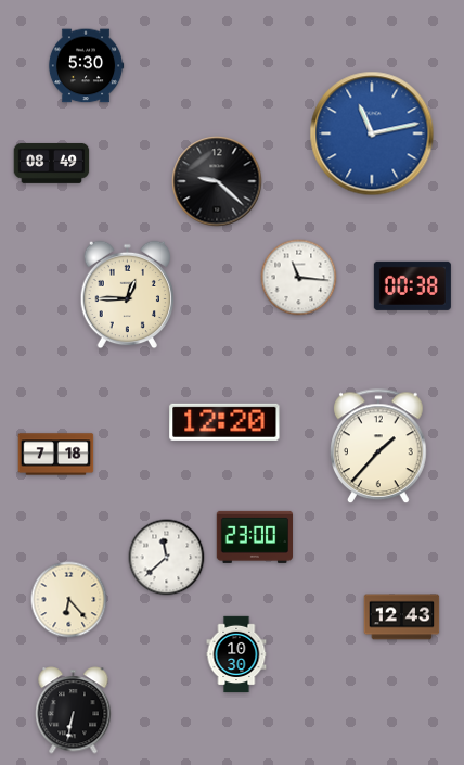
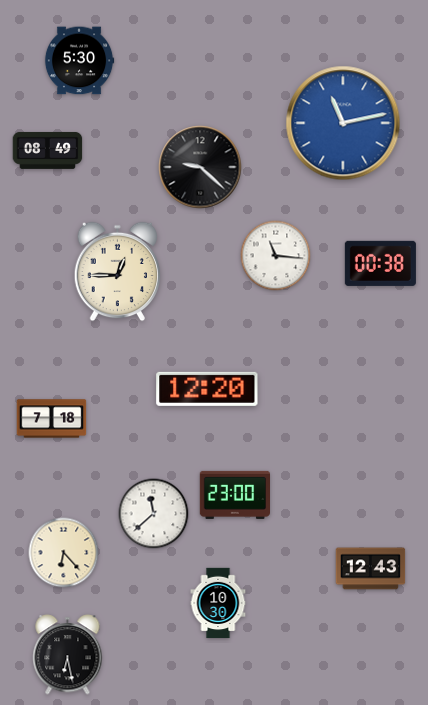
clock at (379, 447): 1:37 -> none
clock at (74, 711): 6:32 -> 6:28
